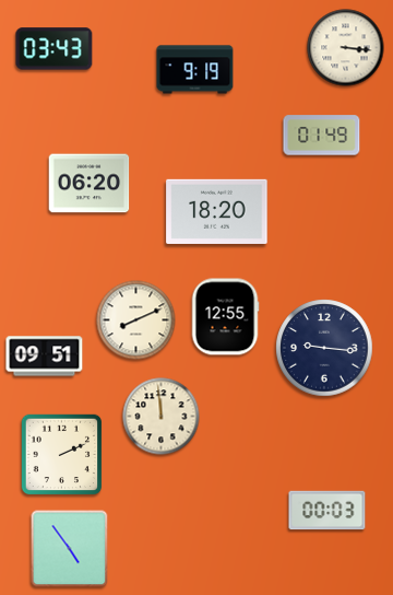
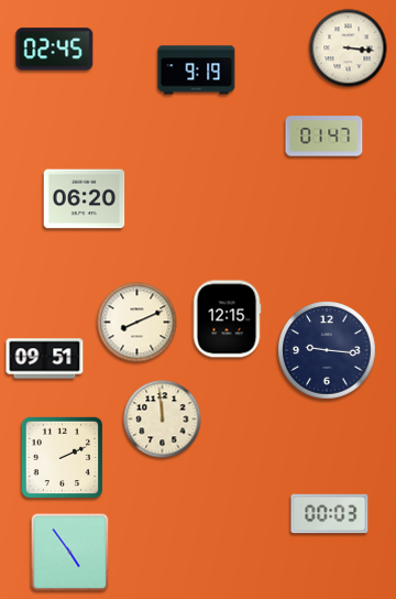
clock at (55, 49): 03:43 -> 02:45
clock at (322, 136): 01:49 -> 01:47
clock at (90, 184) position: (90, 184) -> (85, 199)
clock at (217, 211): 18:20 -> none
clock at (225, 317): 12:55 -> 12:15
